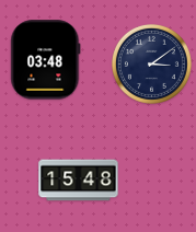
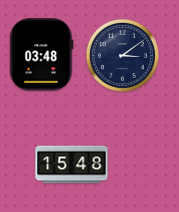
clock at (151, 63) position: (151, 63) -> (122, 55)
